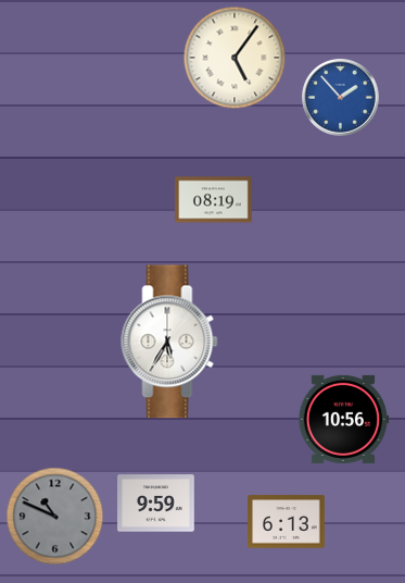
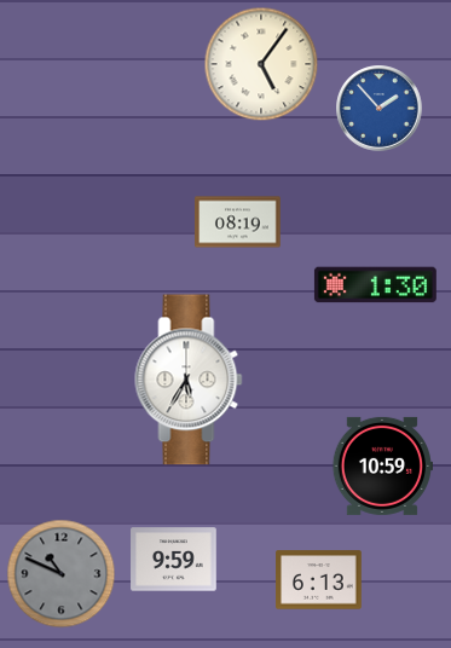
clock at (375, 285): none -> 1:30
clock at (342, 419): 10:56 -> 10:59
